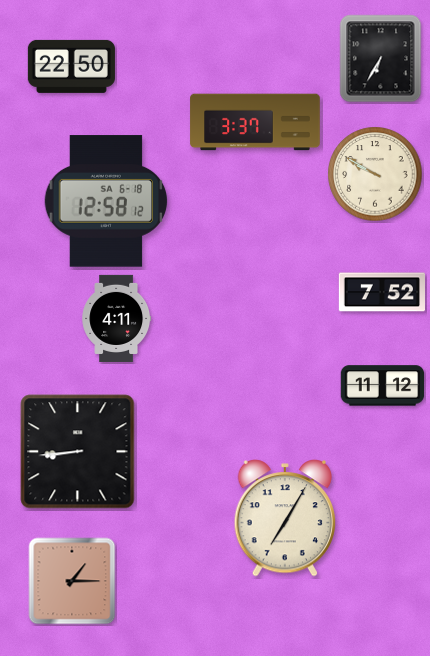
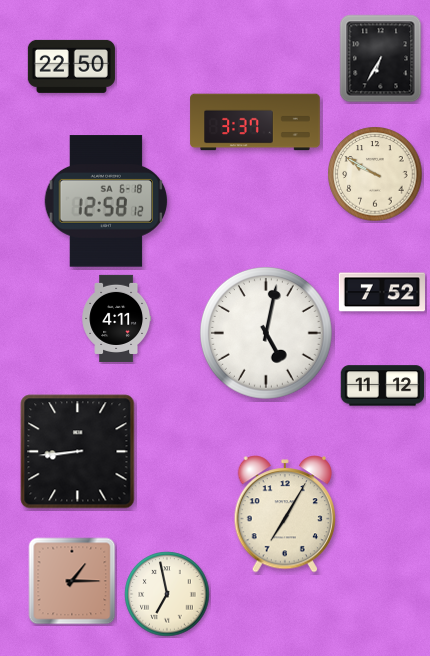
clock at (266, 333): none -> 5:02
clock at (285, 518) position: (285, 518) -> (285, 514)
clock at (167, 594): none -> 6:58
